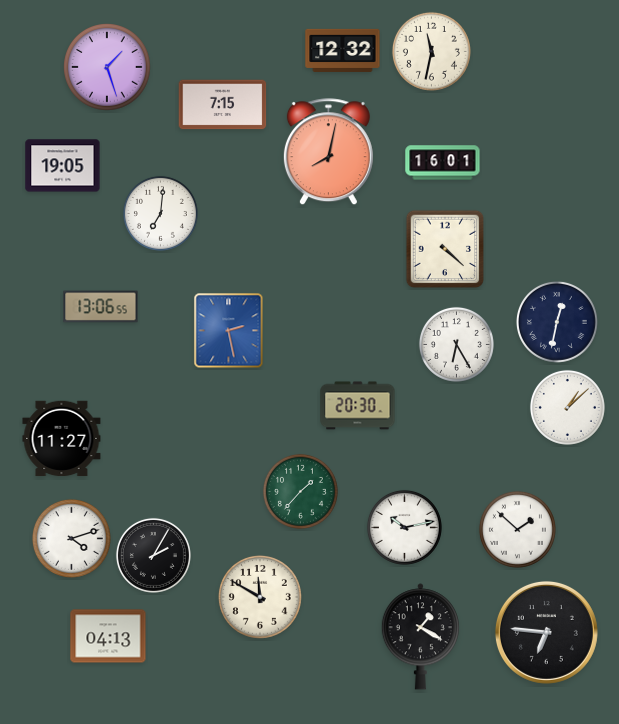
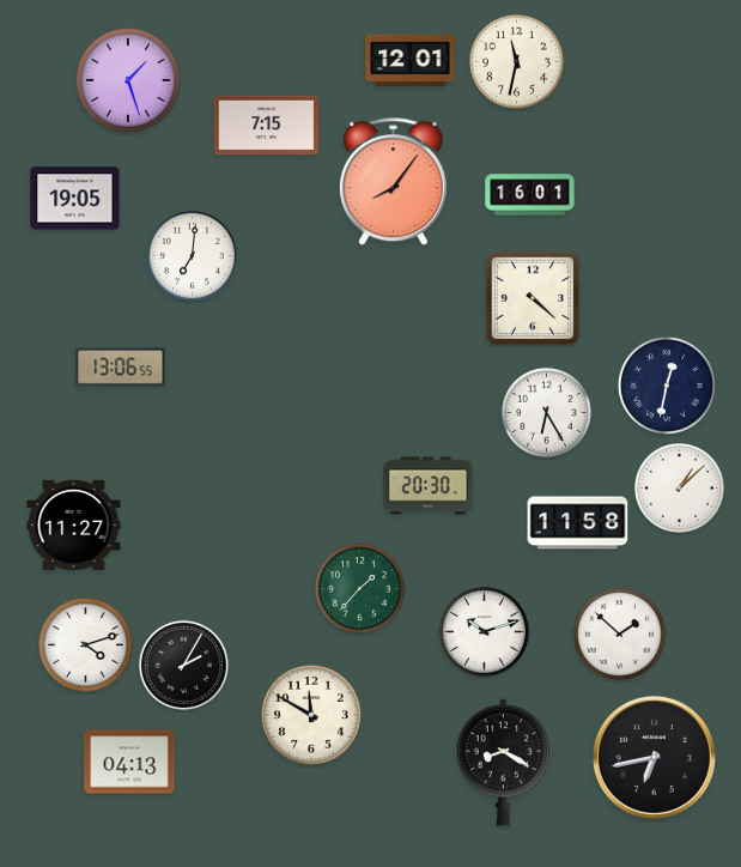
clock at (343, 50): 12:32 -> 12:01
clock at (328, 152): 8:02 -> 8:06
clock at (229, 331): 2:28 -> none
clock at (578, 523): none -> 11:58
clock at (404, 527): 10:13 -> 10:12
clock at (546, 632): 6:46 -> 6:43
clock at (420, 637): 1:20 -> 8:20
